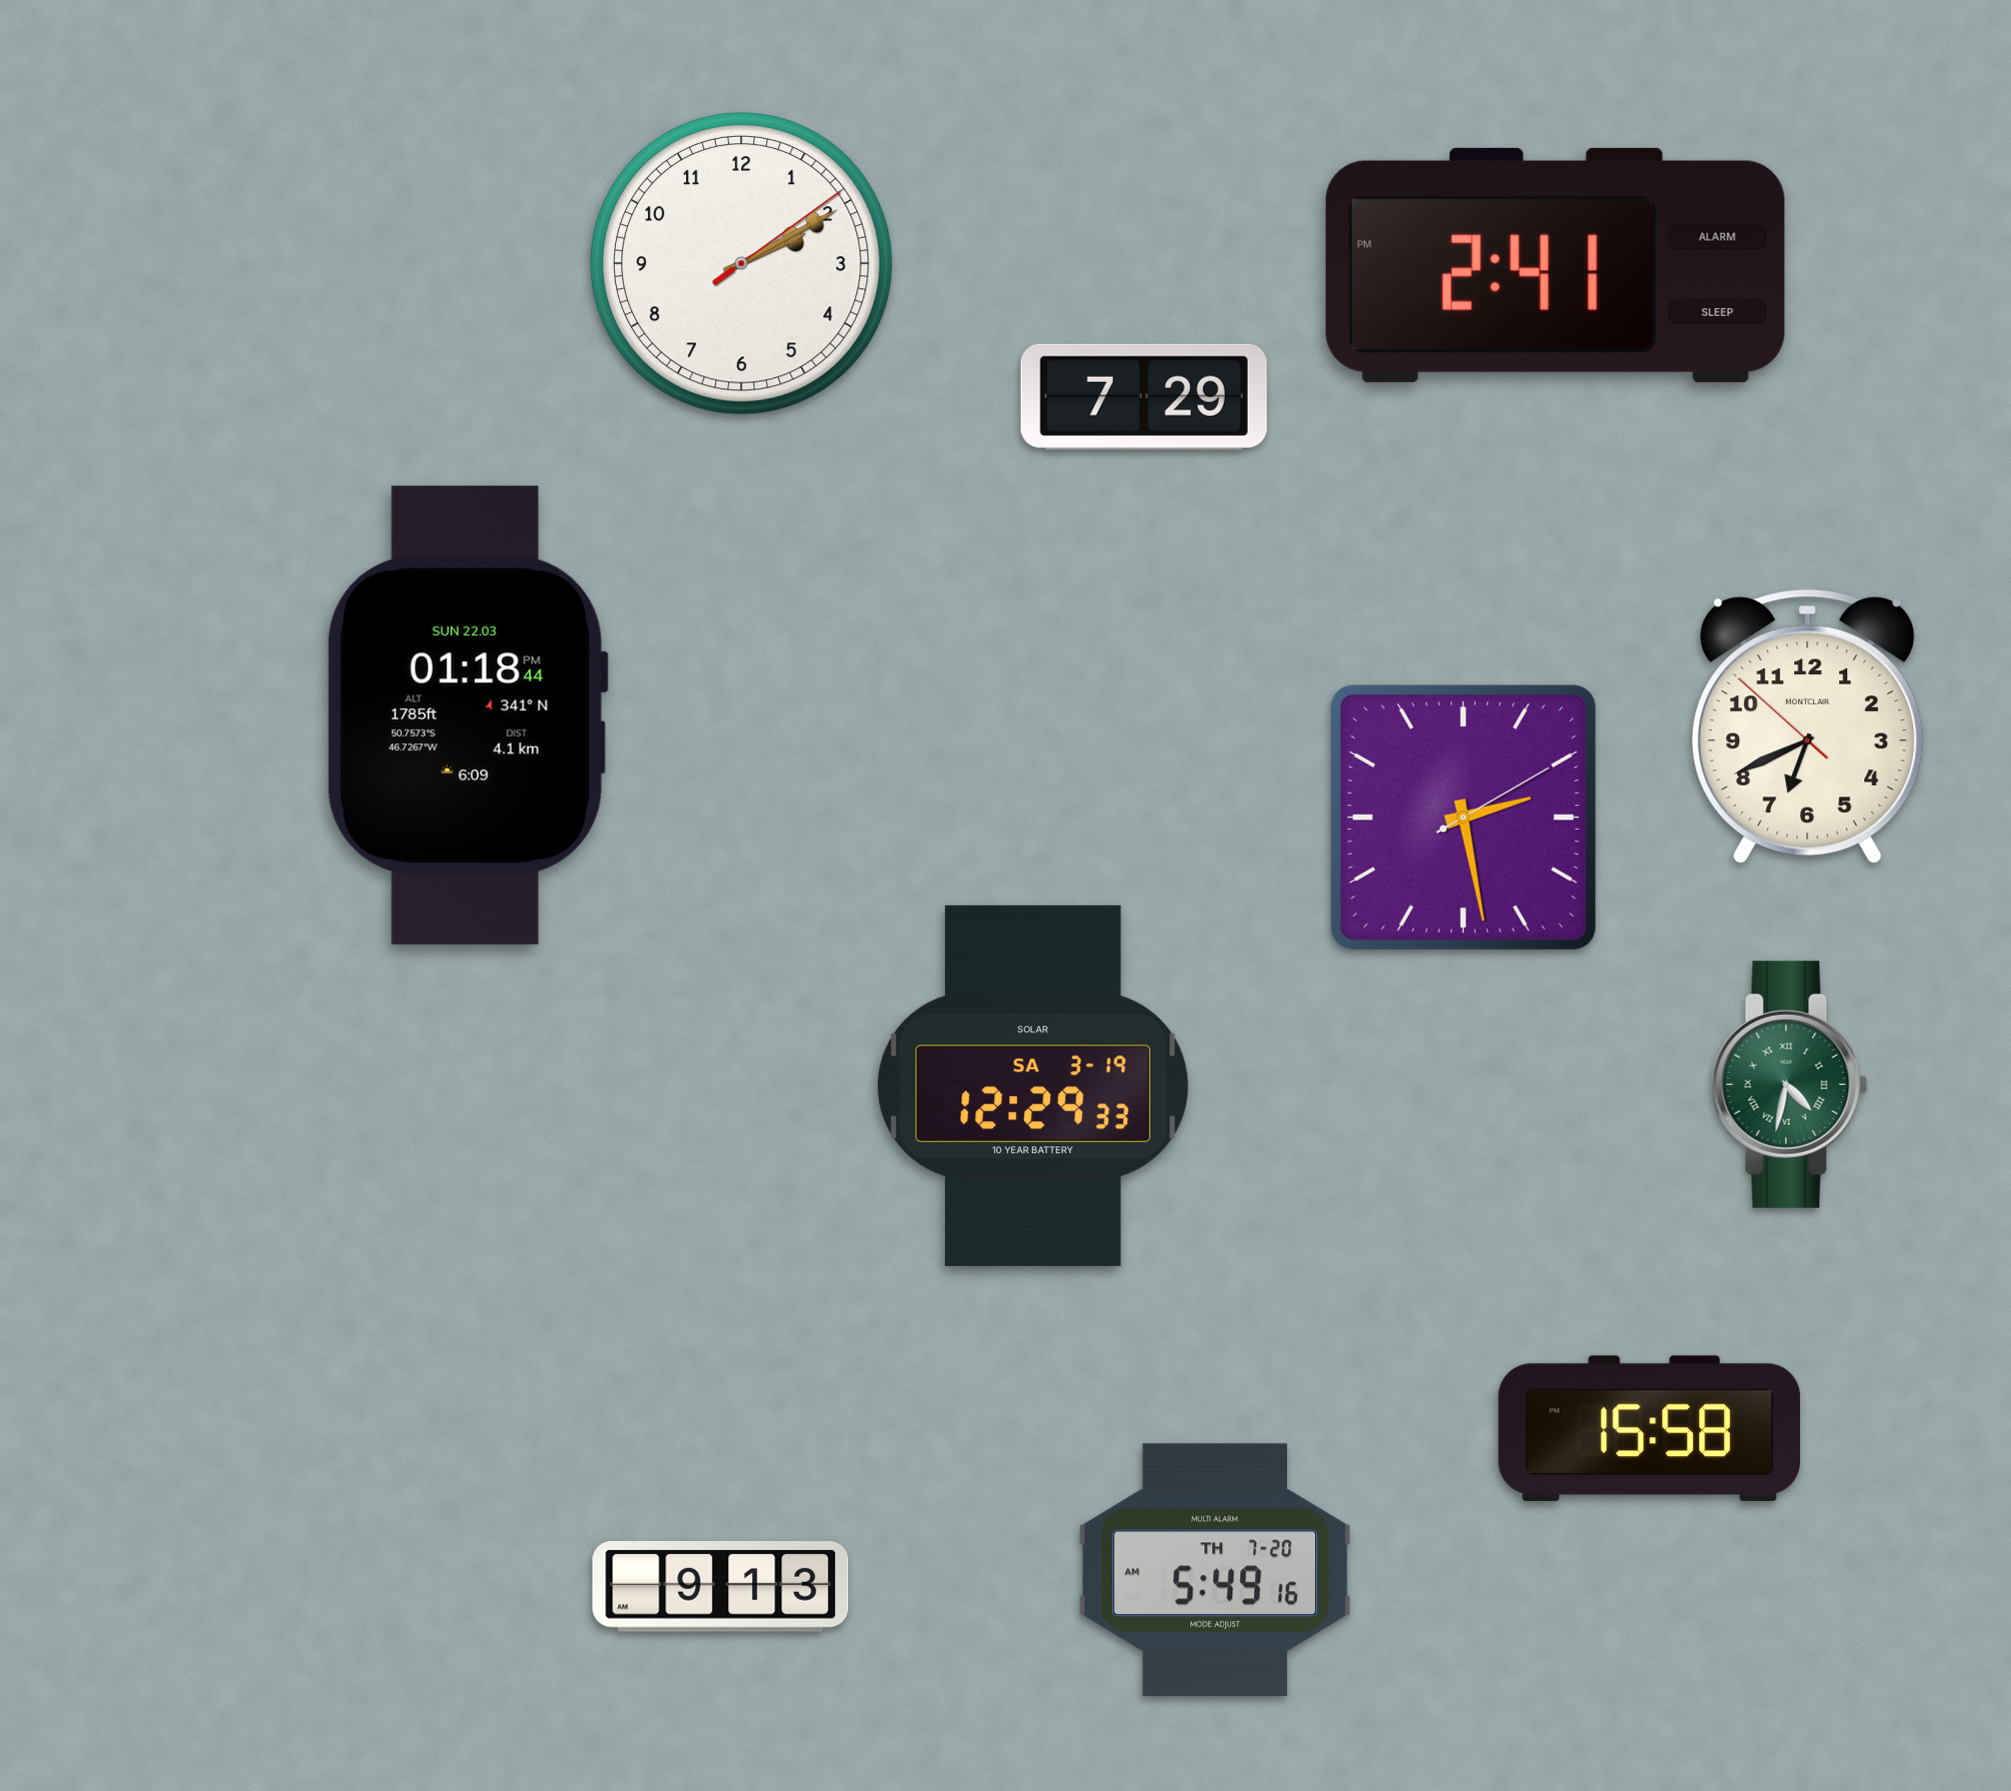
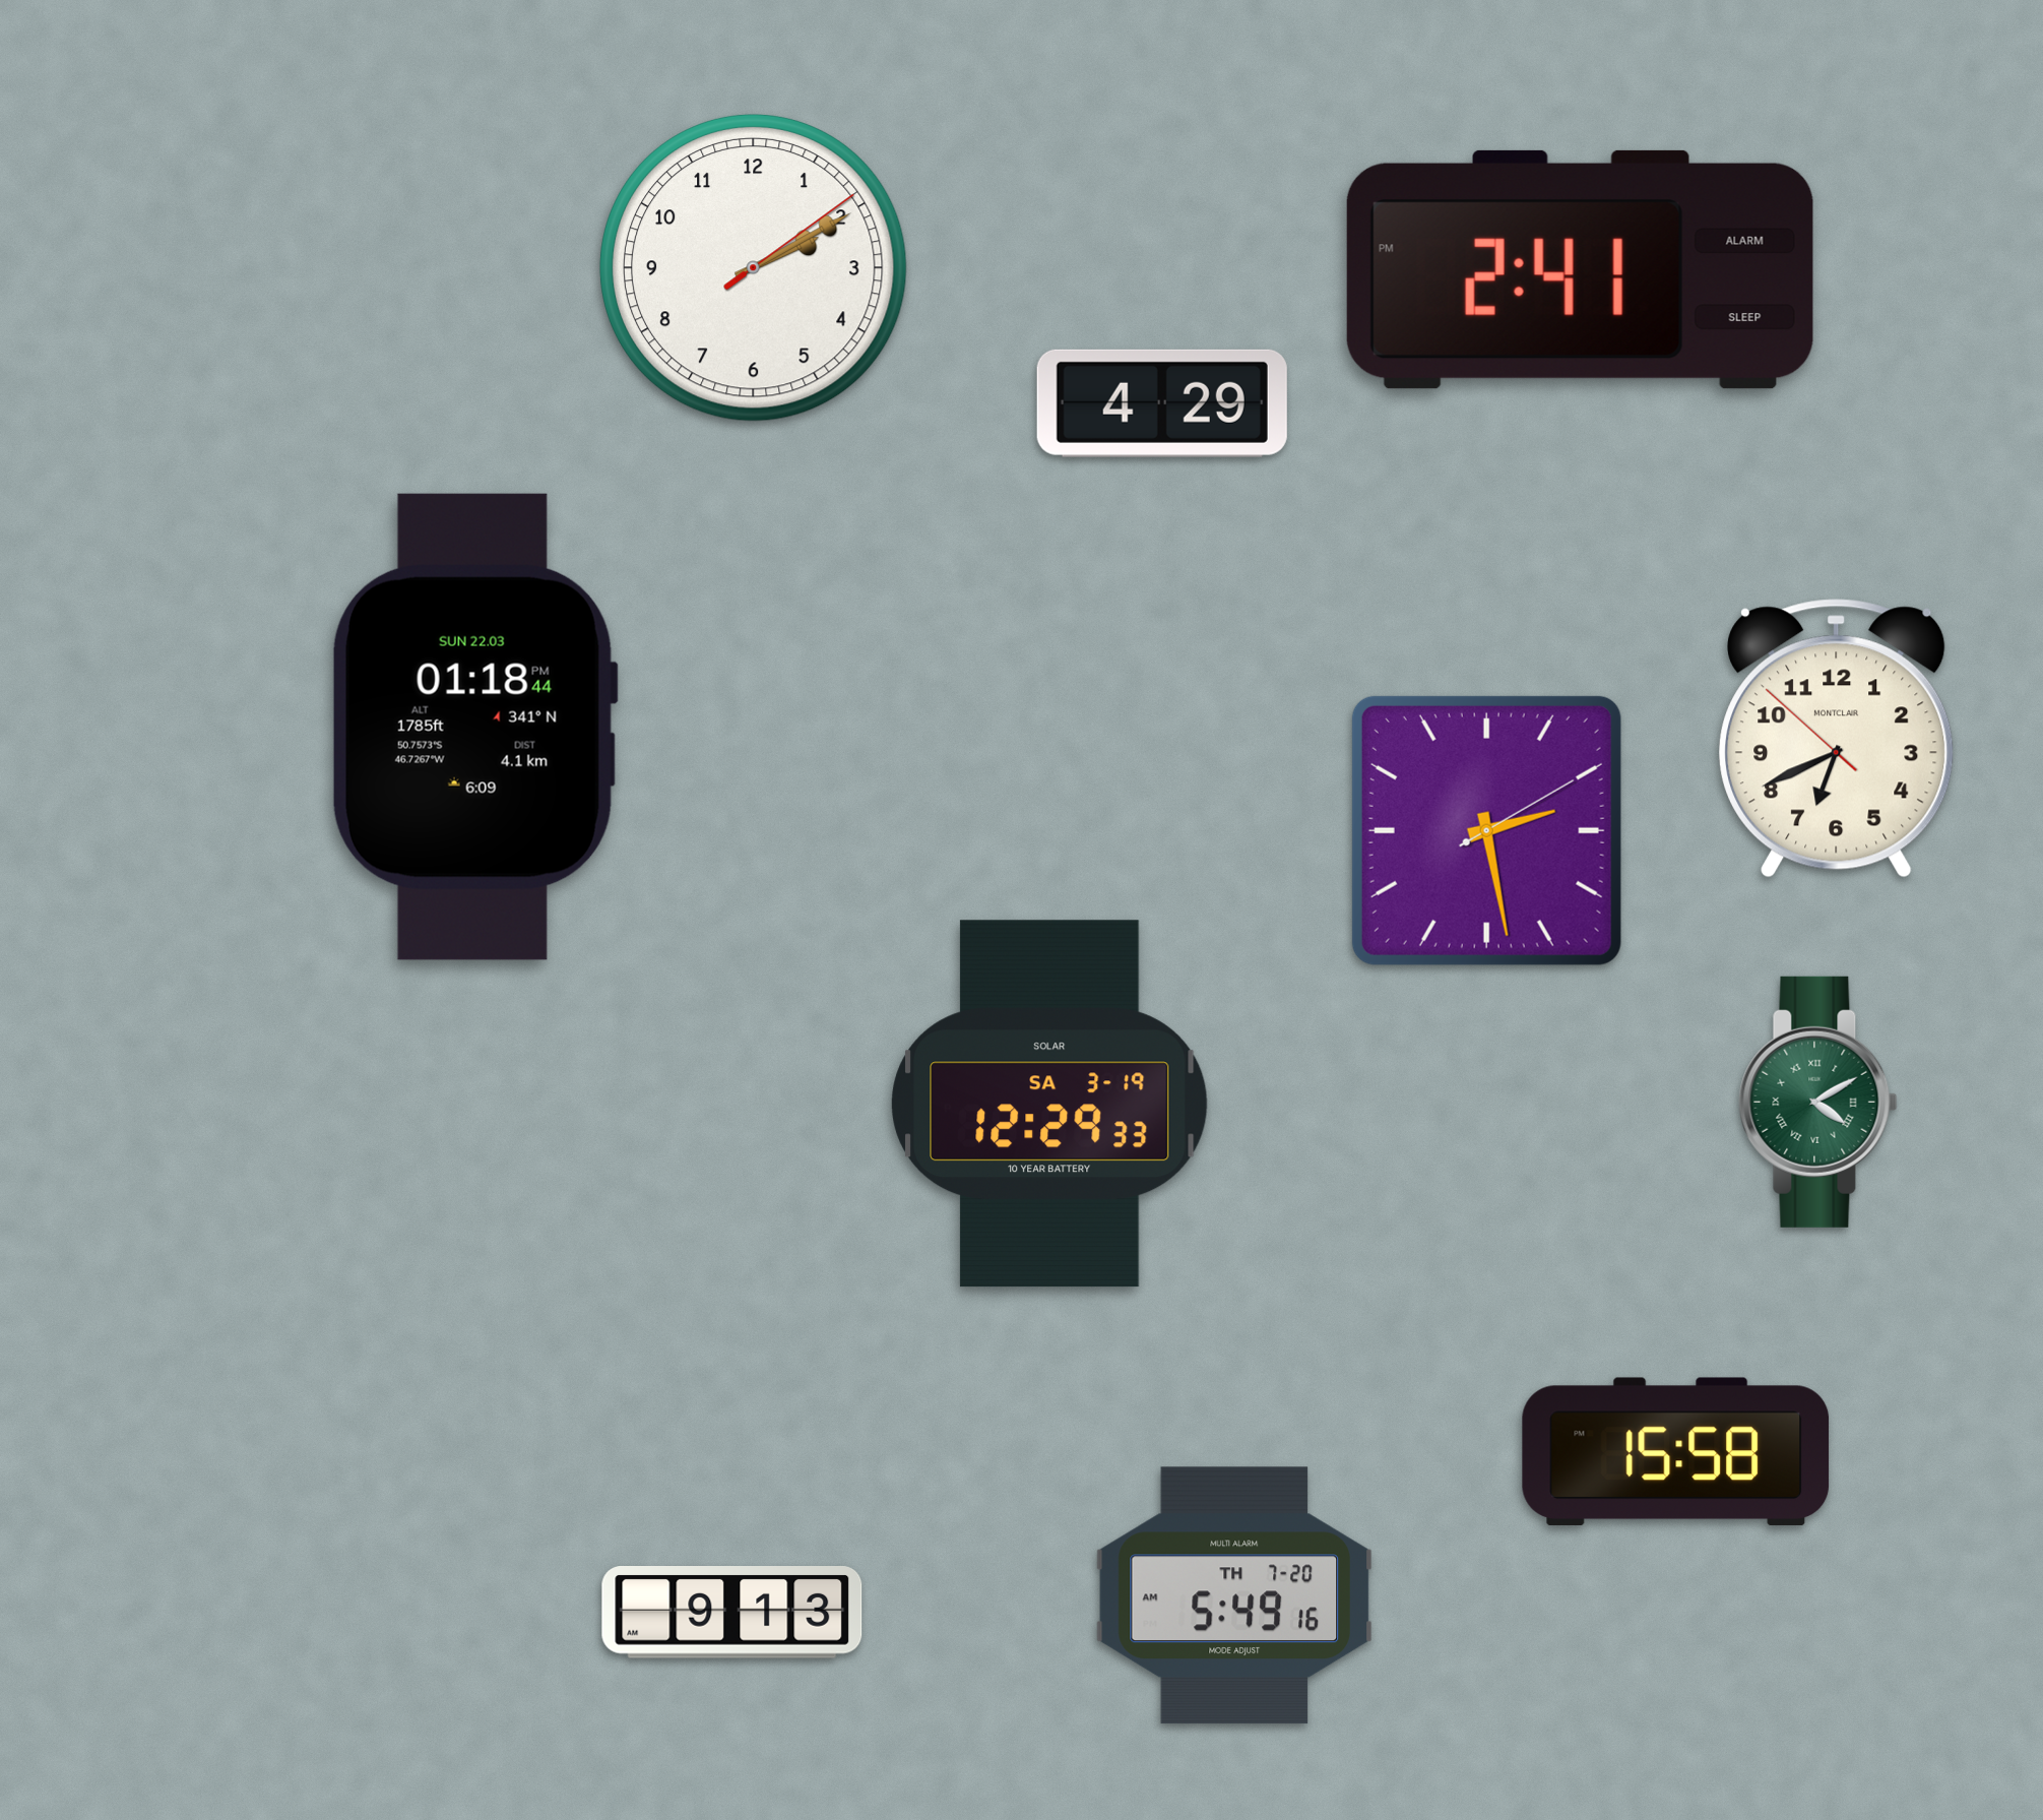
clock at (1144, 397): 7:29 -> 4:29
clock at (1790, 1084): 4:32 -> 4:10
